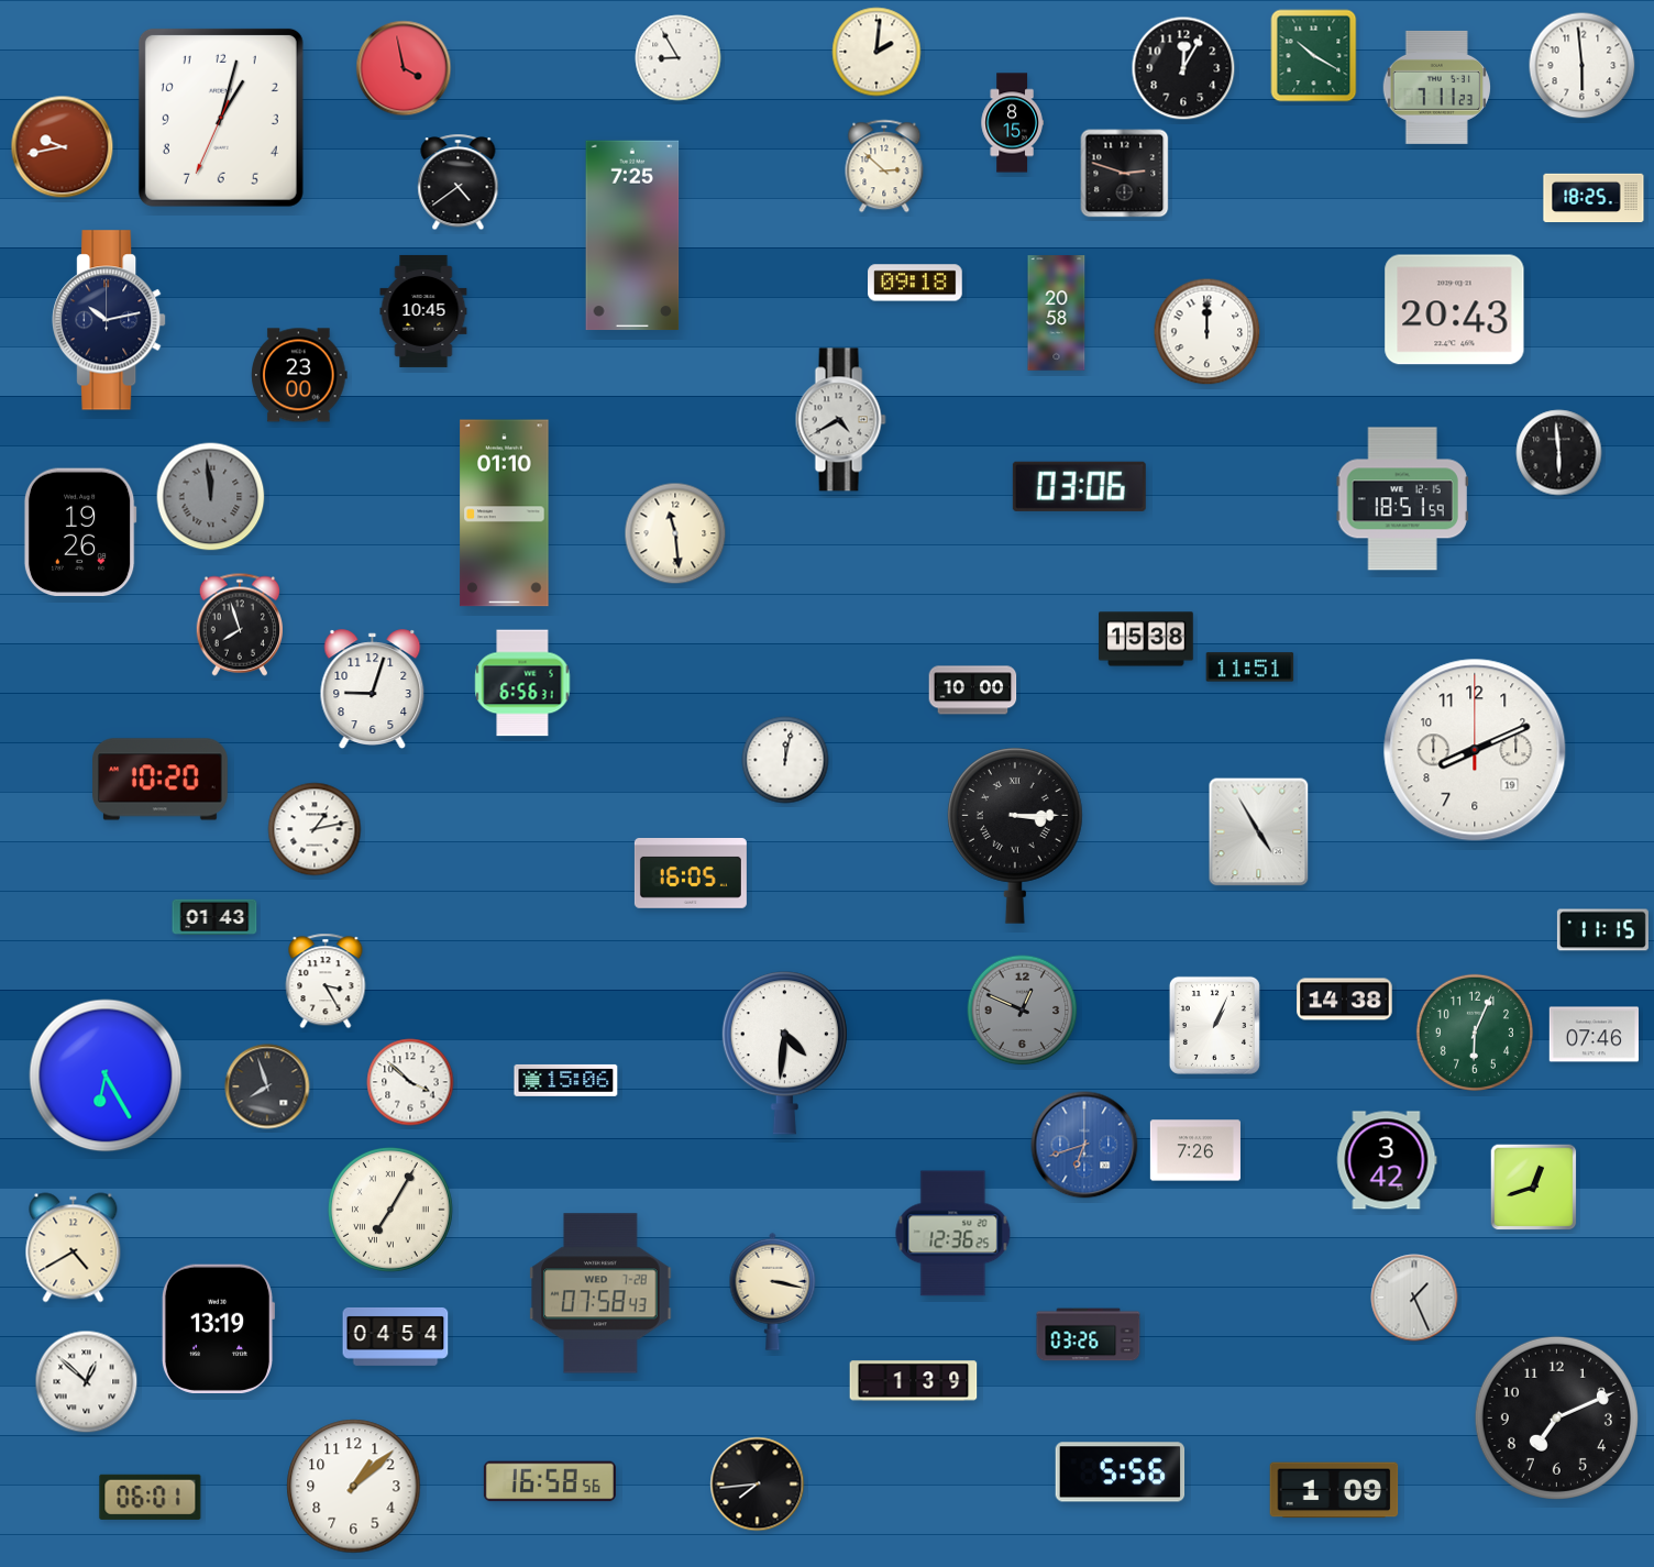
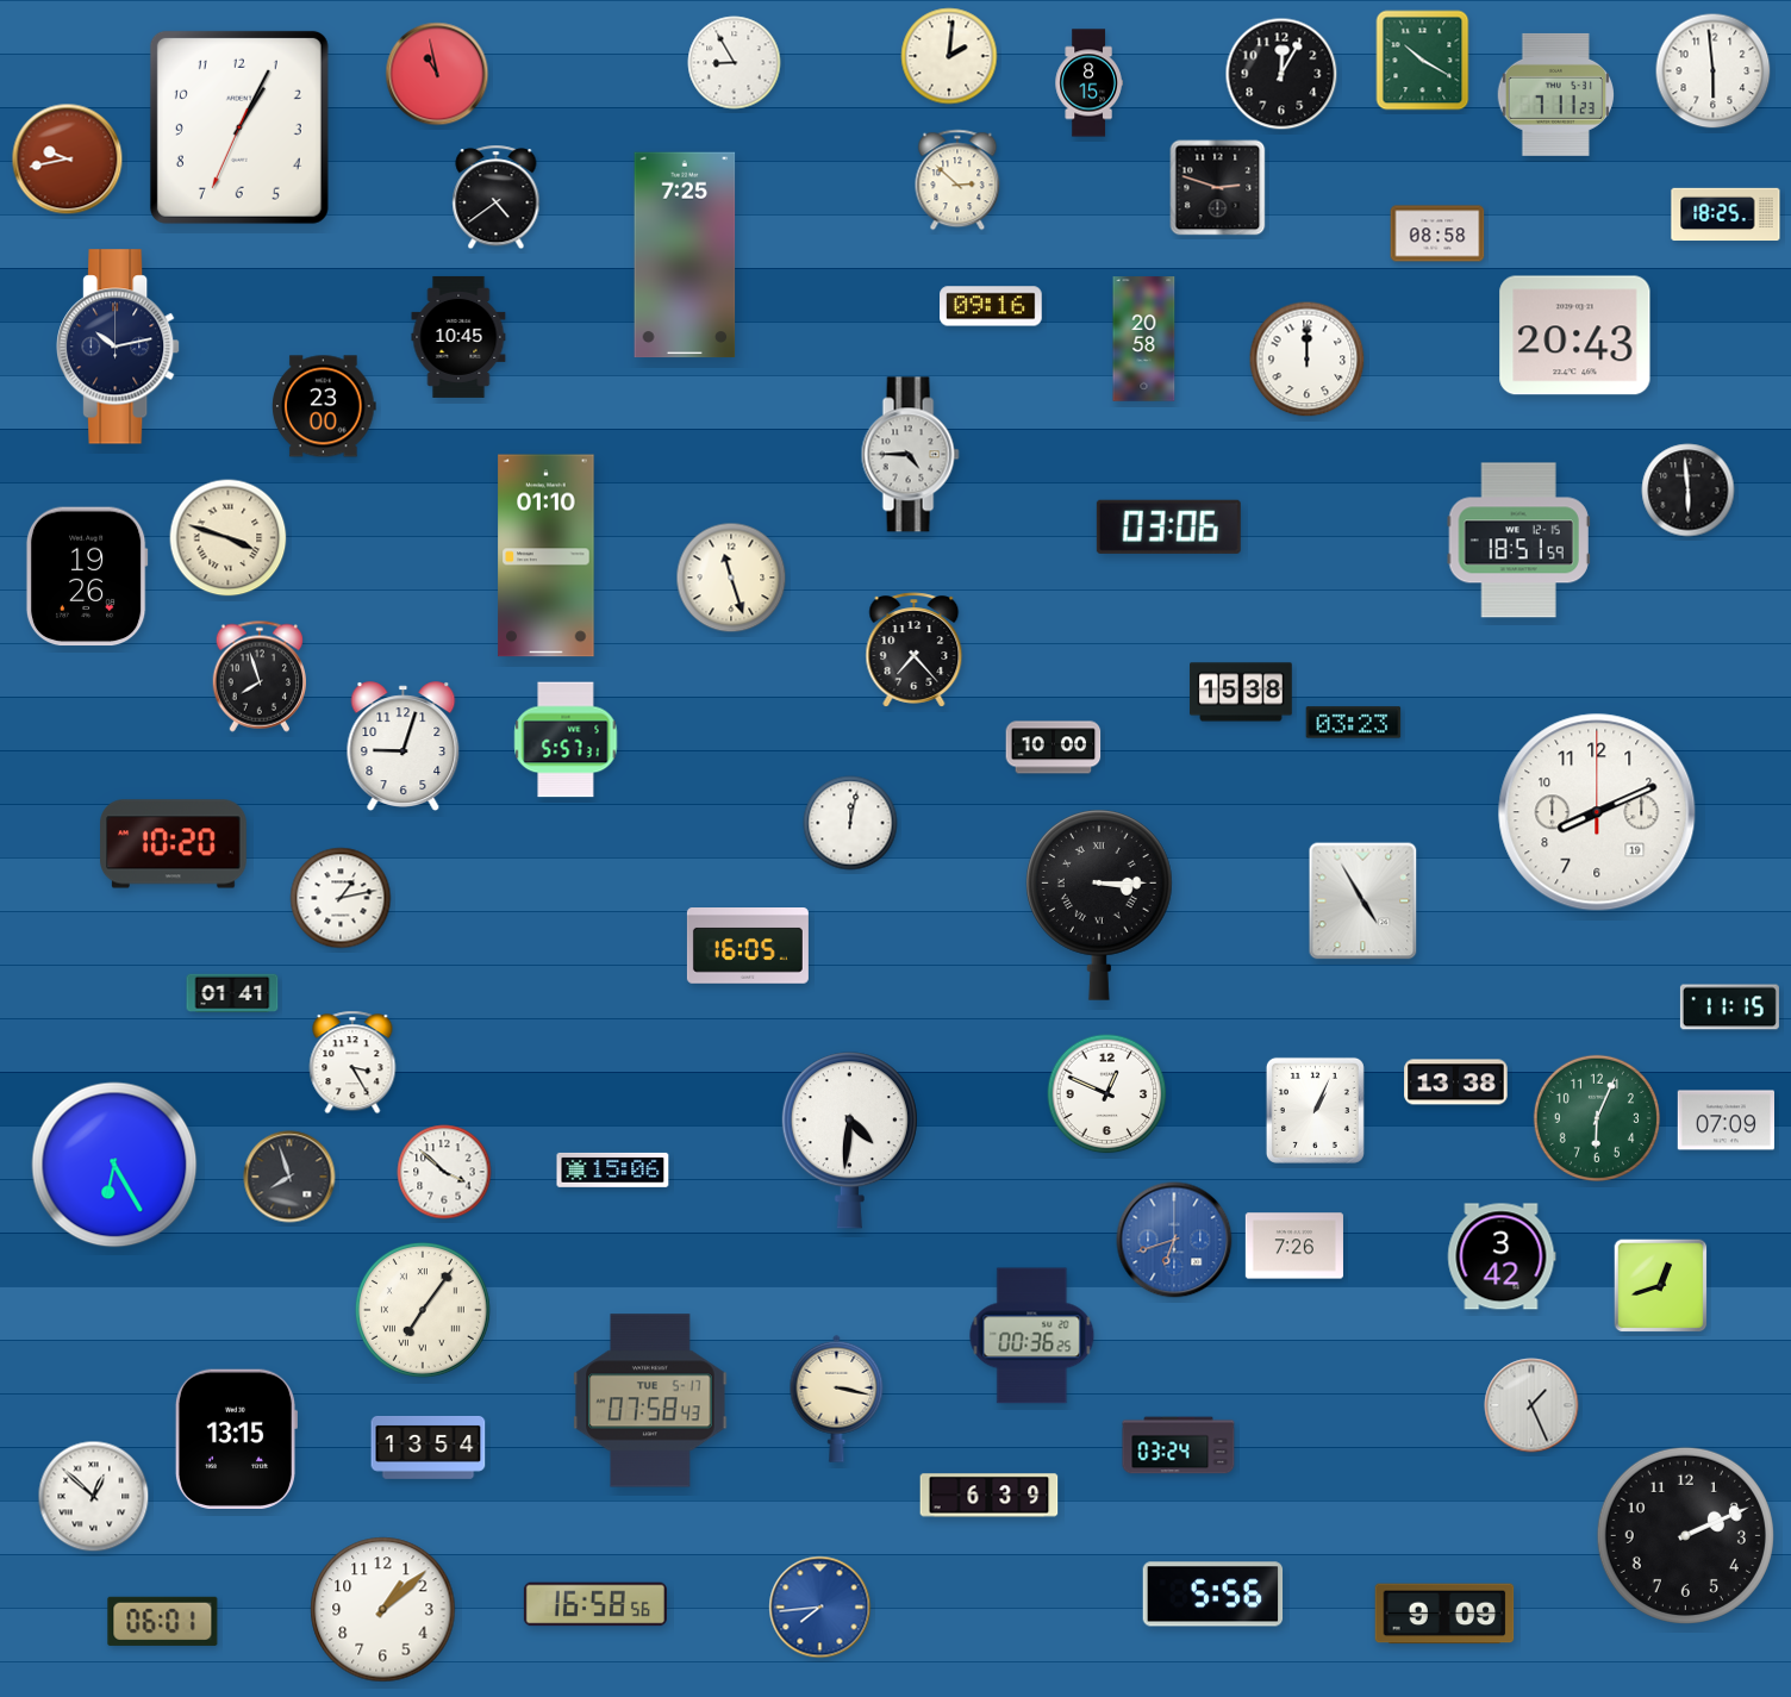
clock at (404, 68): 3:58 -> 10:58
clock at (221, 118): 1:02 -> 1:04
clock at (1012, 123) position: (1012, 123) -> (1088, 83)
clock at (1437, 233): none -> 08:58
clock at (915, 283): 09:18 -> 09:16
clock at (840, 420): 4:40 -> 4:45
clock at (211, 497): 11:59 -> 3:48
clock at (211, 497) dial: grey -> cream
clock at (675, 533): 11:29 -> 11:27
clock at (915, 650): none -> 7:23
clock at (1250, 667): 11:51 -> 03:23
clock at (522, 683): 6:56 -> 5:57
clock at (214, 917): 01:43 -> 01:41
clock at (1602, 930) position: (1602, 930) -> (1729, 1007)
clock at (1345, 1000): 14:38 -> 13:38
clock at (1023, 1011) dial: grey -> white
clock at (1594, 1035): 07:46 -> 07:09
clock at (390, 1210): 7:05 -> 7:06
clock at (953, 1234): 12:36 -> 00:36
clock at (74, 1248): 4:40 -> none
clock at (600, 1293) date: WED 7-28 -> TUE 5-17
clock at (217, 1328): 13:19 -> 13:15
clock at (1089, 1335): 03:26 -> 03:24
clock at (396, 1336): 04:54 -> 13:54
clock at (914, 1381): 1:39 -> 6:39
clock at (1556, 1417): 7:11 -> 2:11
clock at (758, 1485) dial: black -> blue
clock at (1334, 1490): 1:09 -> 9:09
